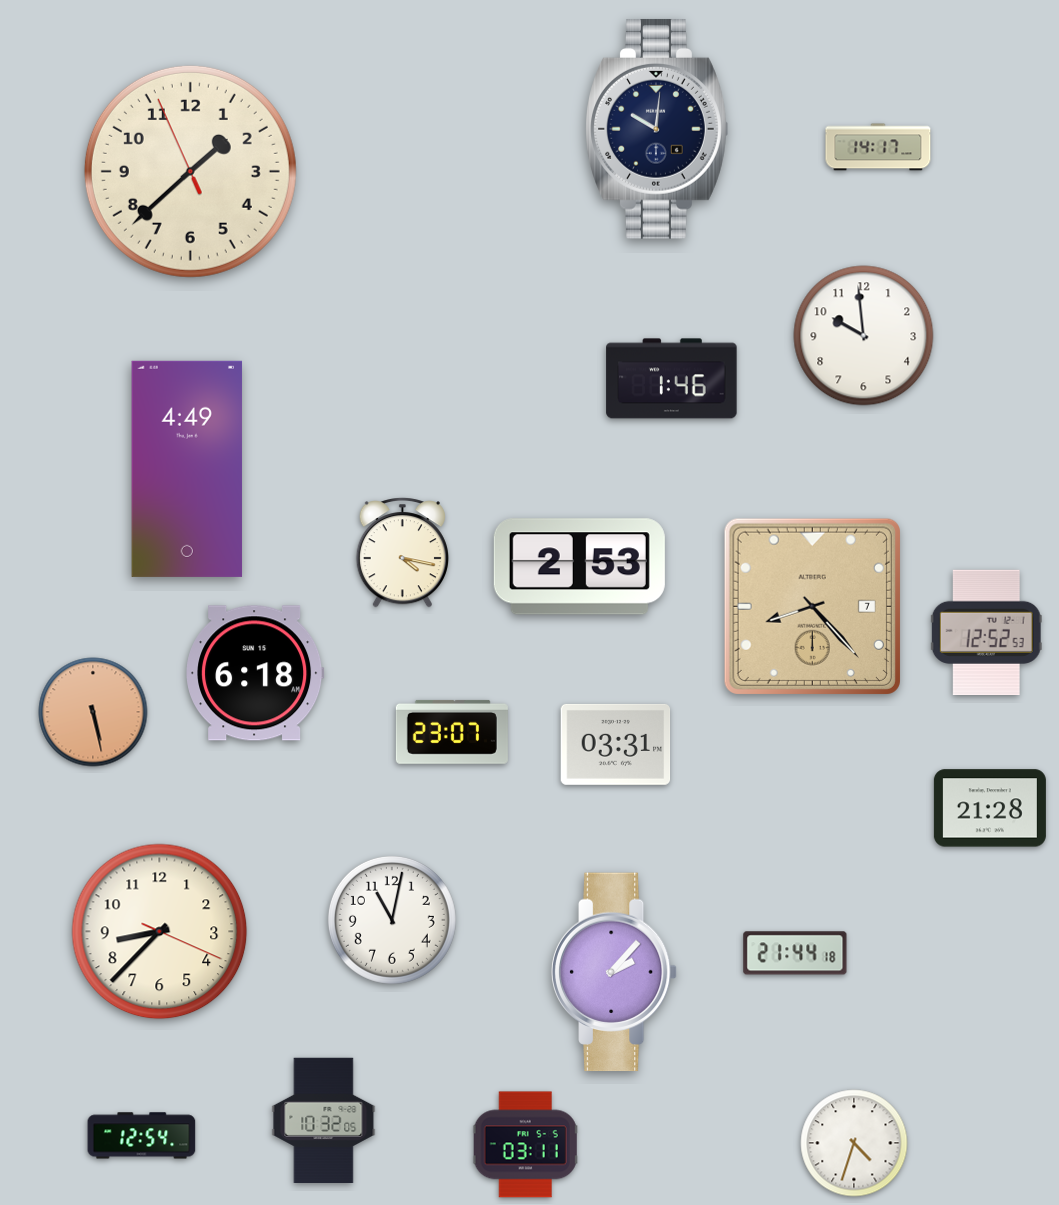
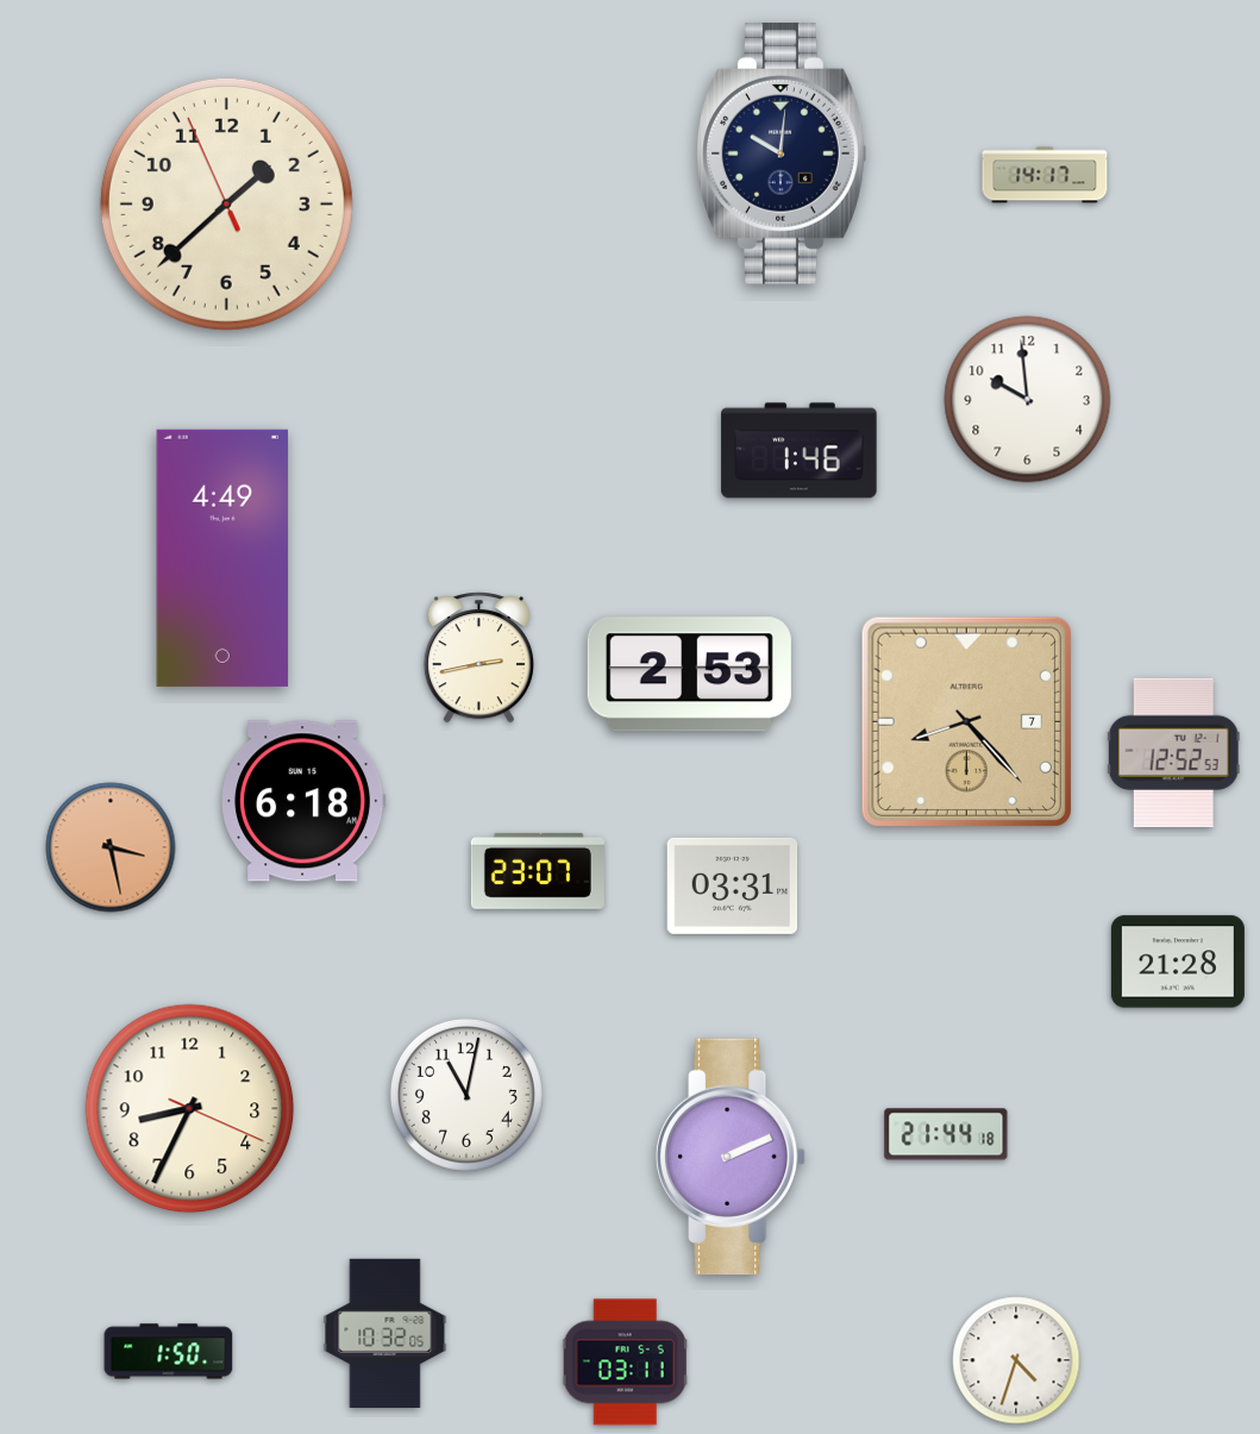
clock at (402, 553): 4:17 -> 2:43
clock at (93, 712): 5:28 -> 3:28
clock at (160, 932): 8:37 -> 8:34
clock at (614, 972): 2:07 -> 2:11
clock at (142, 1136): 12:54 -> 1:50
